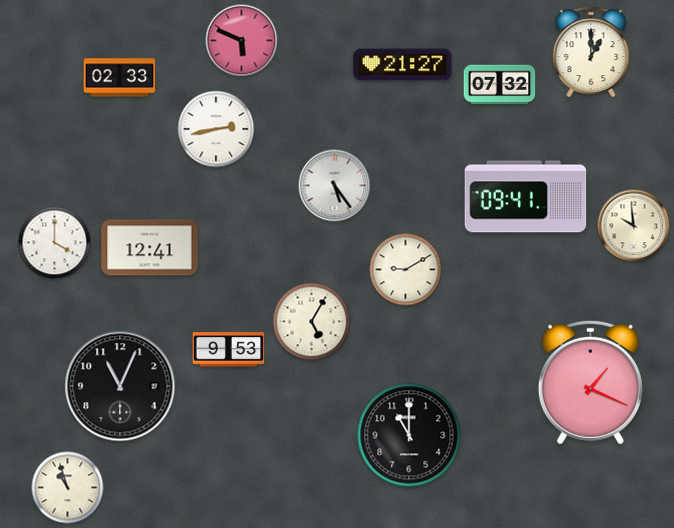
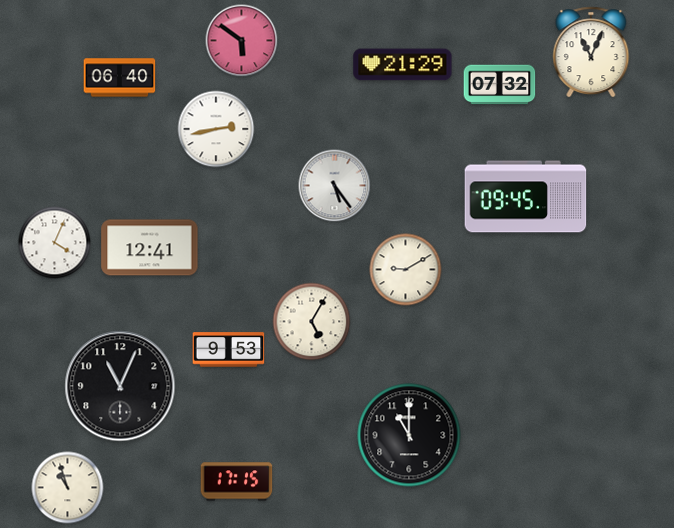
clock at (242, 41): 5:49 -> 5:51
clock at (591, 52): 1:00 -> 11:04
clock at (403, 65): 21:27 -> 21:29
clock at (120, 78): 02:33 -> 06:40
clock at (526, 197): 09:41 -> 09:45
clock at (634, 226): 9:59 -> none
clock at (55, 243): 4:00 -> 4:04
clock at (590, 382): 1:19 -> none
clock at (237, 482): none -> 17:15
